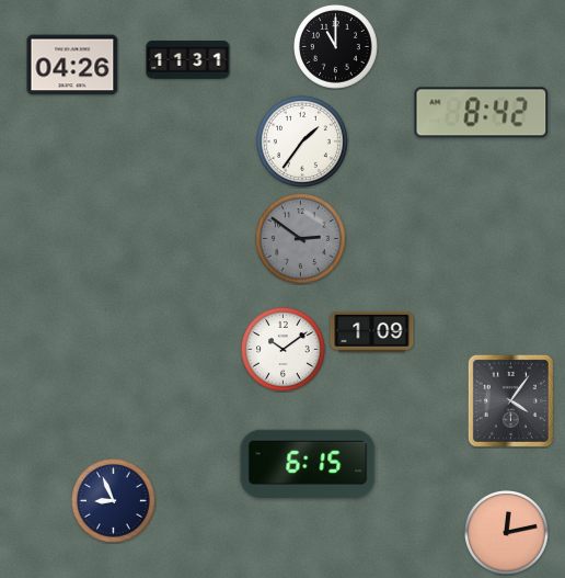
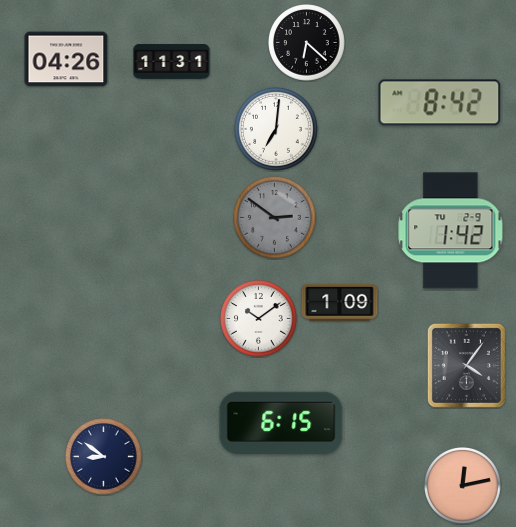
clock at (336, 47): 11:00 -> 6:22
clock at (188, 60) position: (188, 60) -> (172, 62)
clock at (302, 141): 1:36 -> 7:01
clock at (451, 231): none -> 1:42
clock at (114, 501): 8:56 -> 8:51
